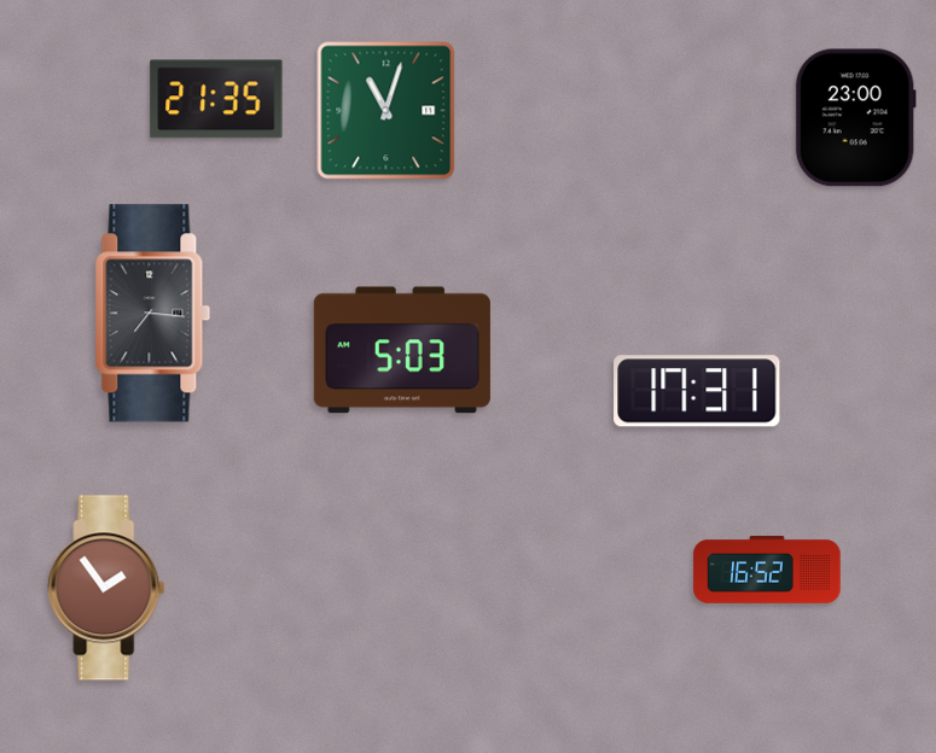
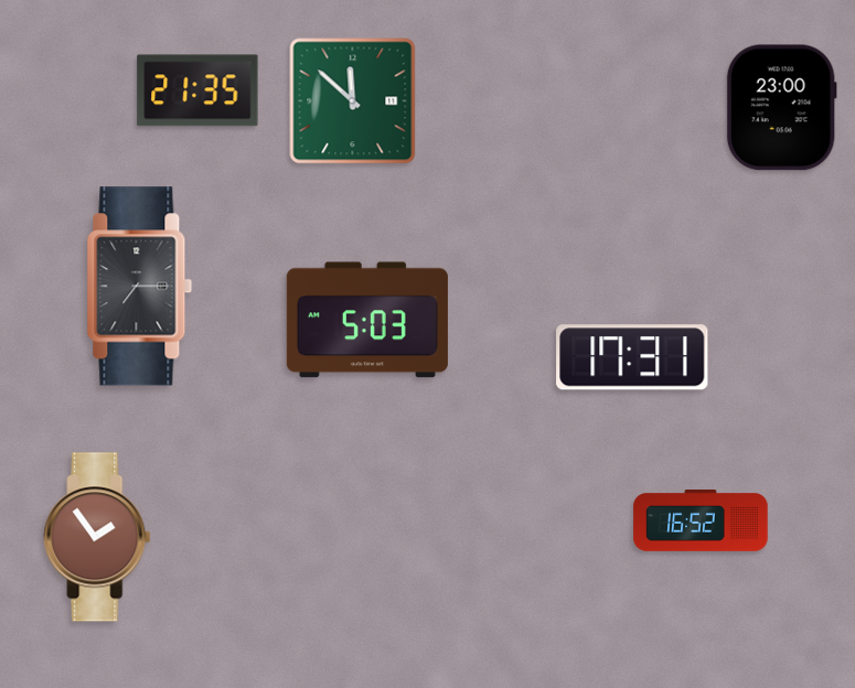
clock at (386, 111): 11:03 -> 11:52
clock at (153, 314): 7:16 -> 7:15
clock at (697, 391) position: (697, 391) -> (632, 357)
